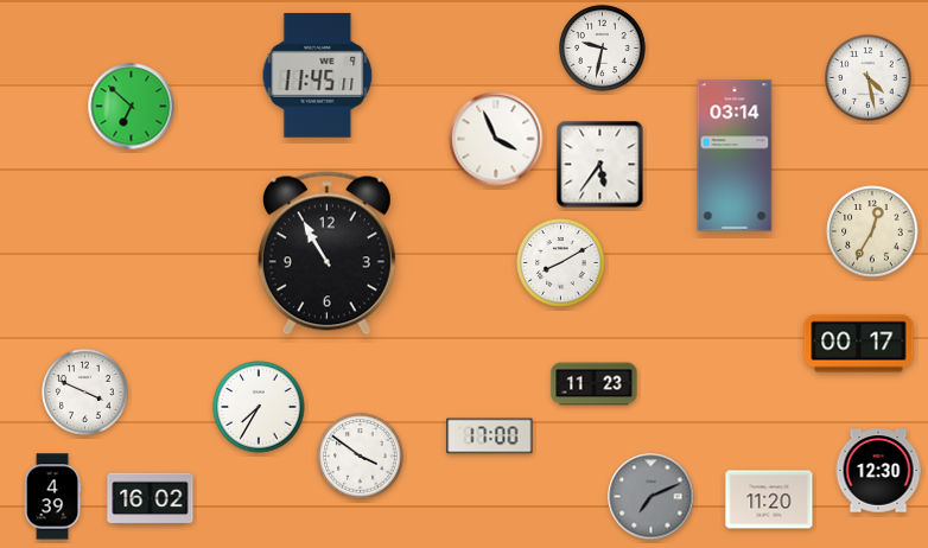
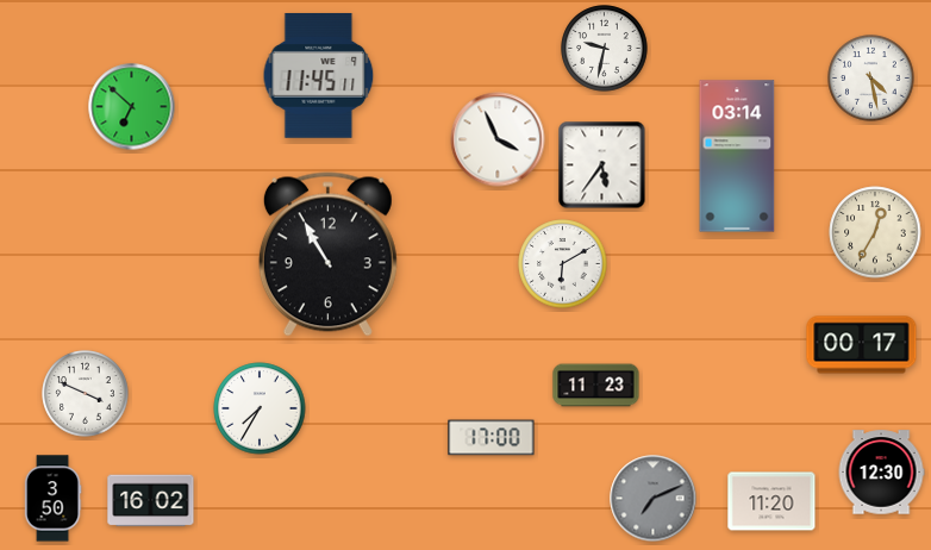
clock at (561, 263): 8:10 -> 6:10
clock at (361, 457): 3:51 -> none
clock at (52, 497): 4:39 -> 3:50
